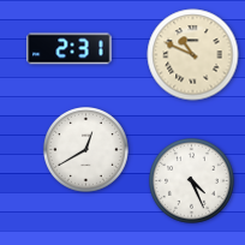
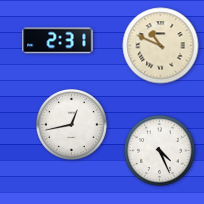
clock at (86, 150): 12:40 -> 12:43
